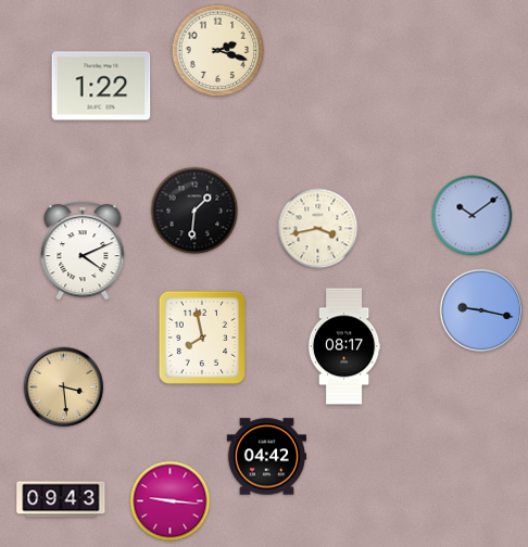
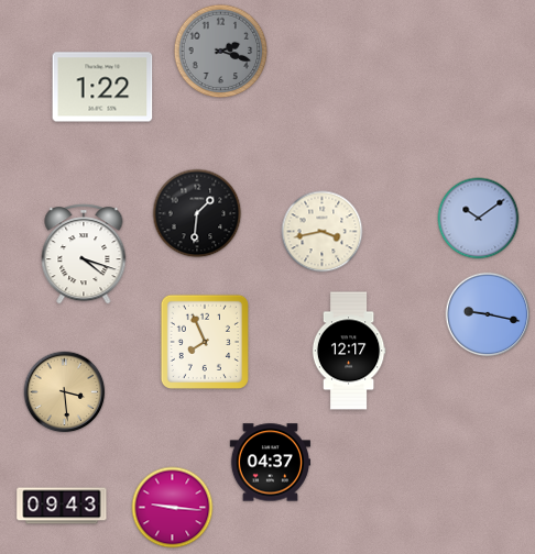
clock at (218, 51) dial: cream -> grey
clock at (83, 251): 4:11 -> 4:18
clock at (202, 338): 7:58 -> 7:56
clock at (344, 346): 08:17 -> 12:17
clock at (266, 457): 04:42 -> 04:37
